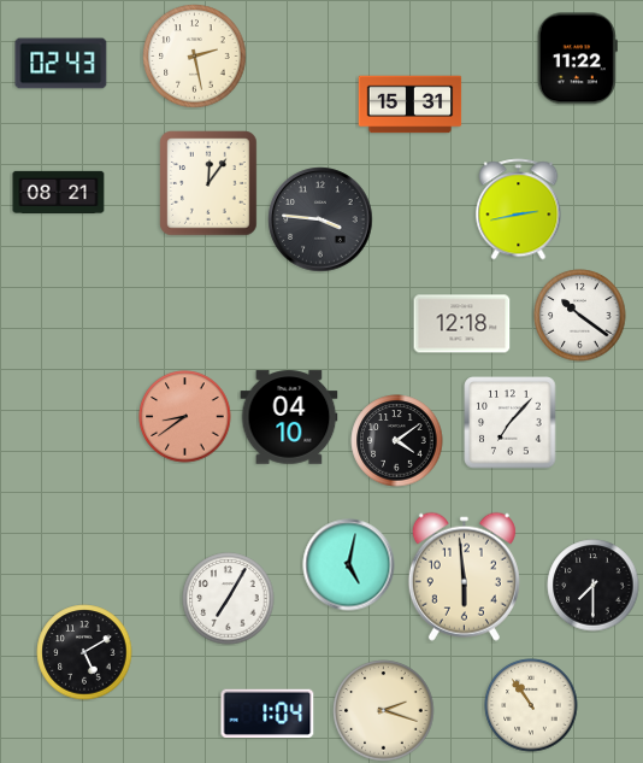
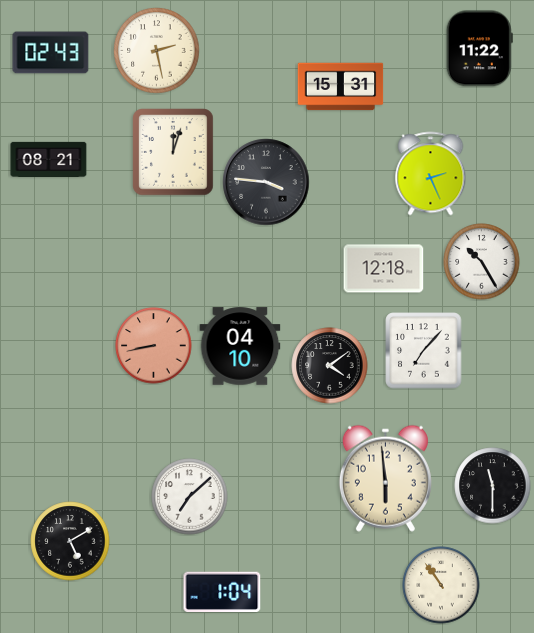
clock at (195, 57) position: (195, 57) -> (157, 51)
clock at (208, 183): 12:06 -> 12:03
clock at (519, 210): 2:43 -> 2:26
clock at (580, 316): 10:21 -> 10:25
clock at (185, 417): 8:39 -> 8:43
clock at (349, 565): 5:02 -> none
clock at (594, 586): 7:30 -> 11:30
clock at (229, 599): 7:05 -> 7:08
clock at (384, 711): 2:18 -> none
